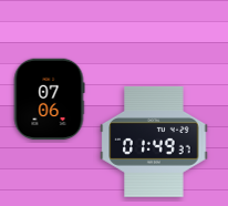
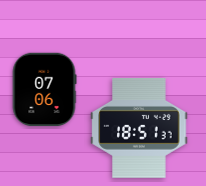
clock at (154, 142): 01:49 -> 18:51
